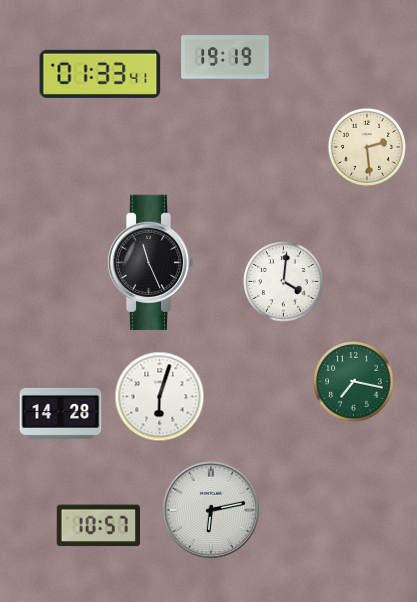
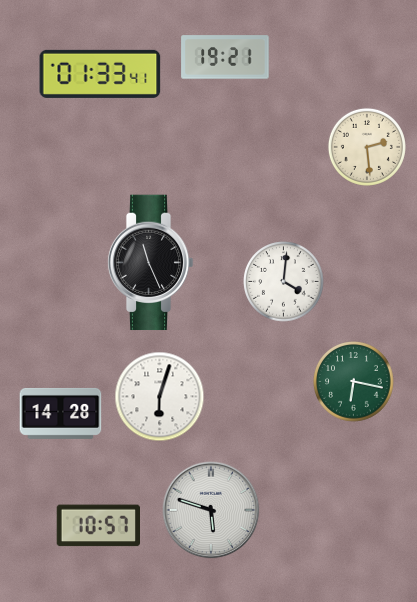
clock at (225, 57): 19:19 -> 19:21
clock at (354, 382): 7:17 -> 6:17
clock at (211, 510): 6:13 -> 5:48
